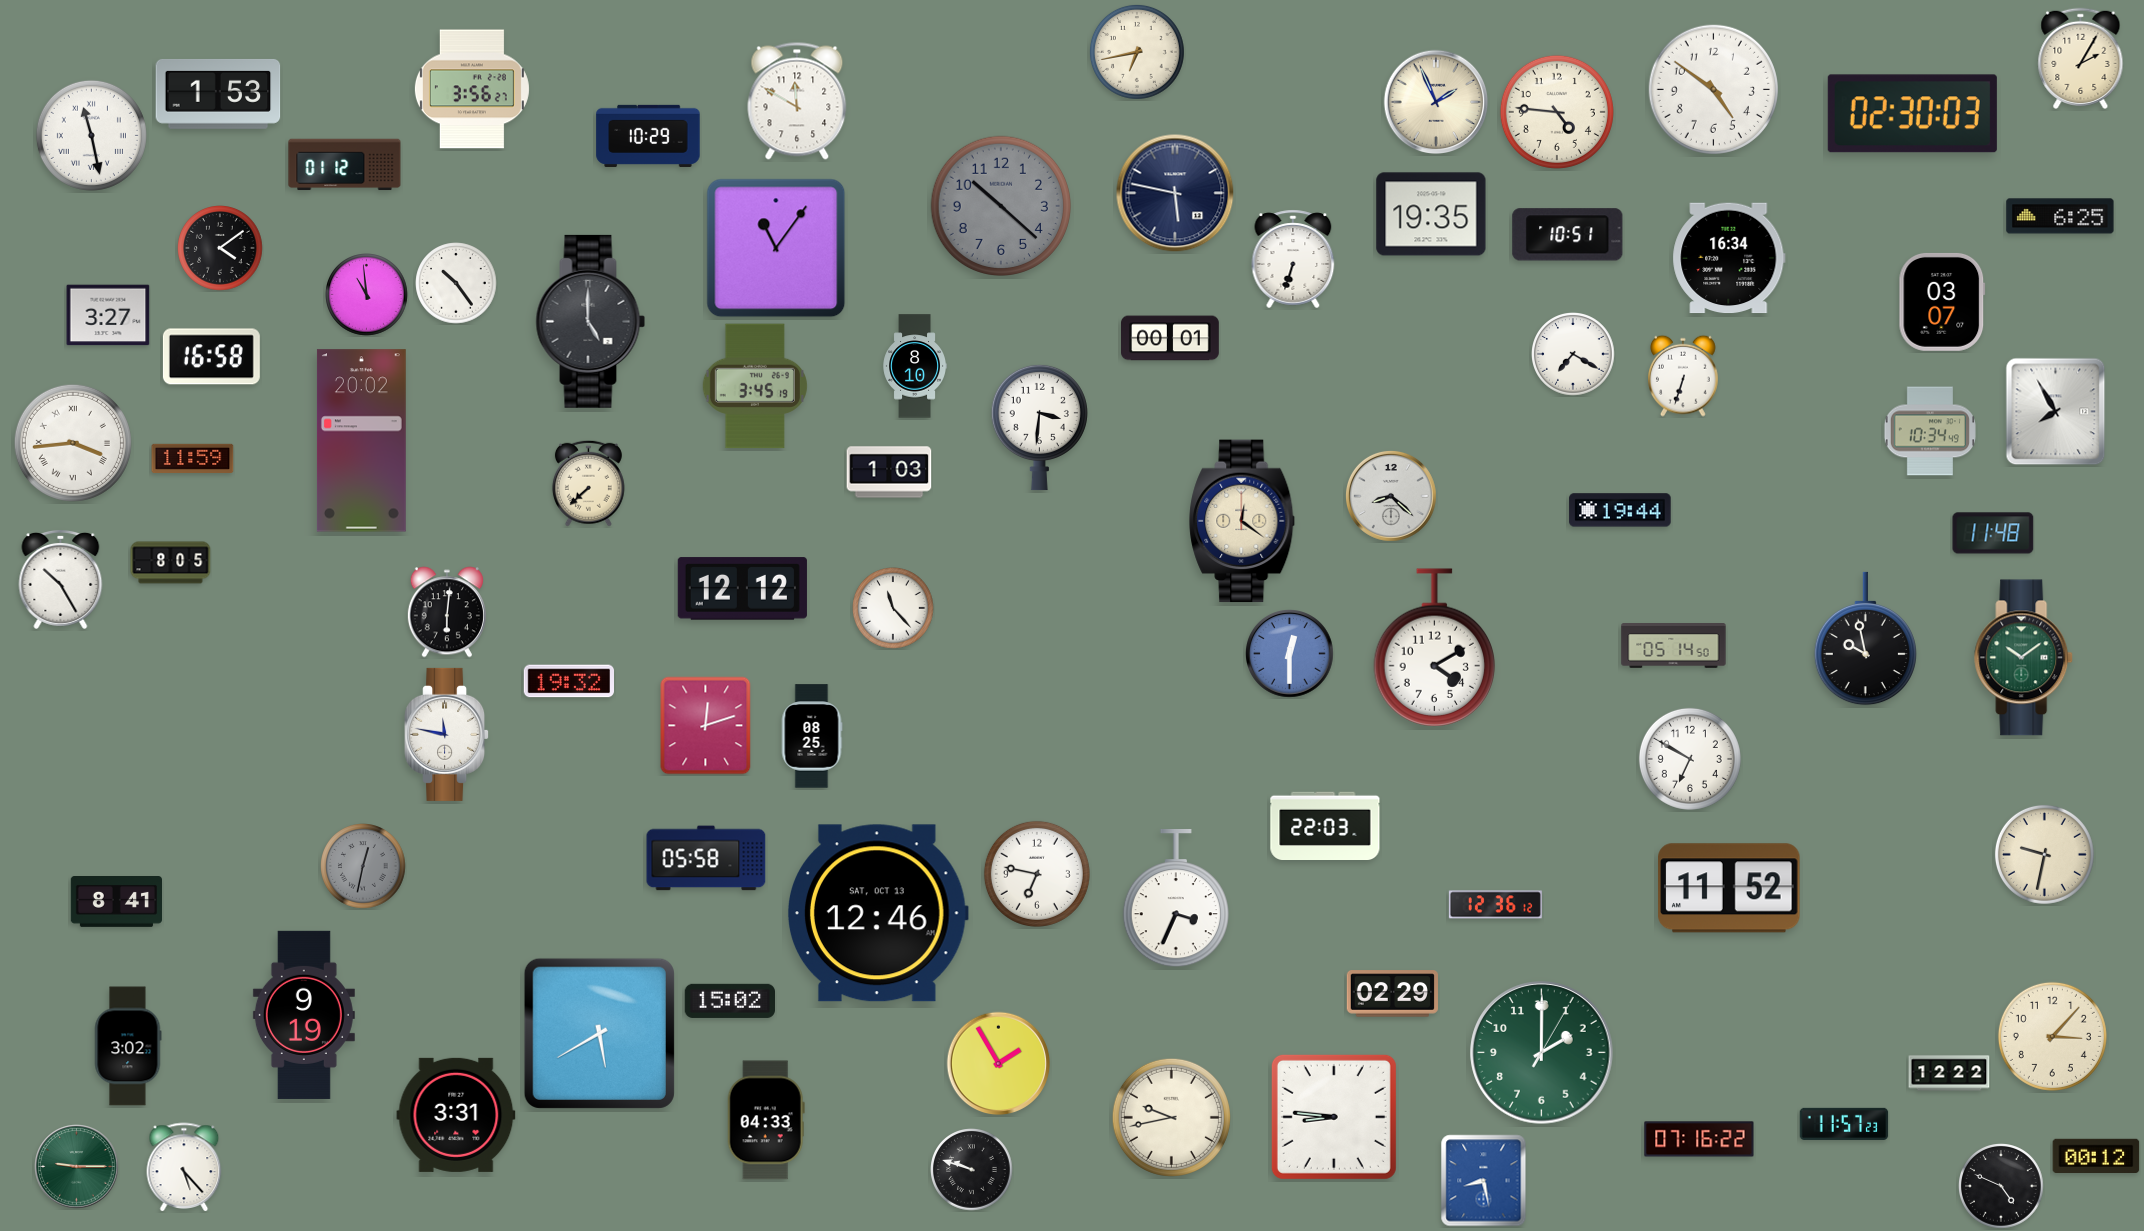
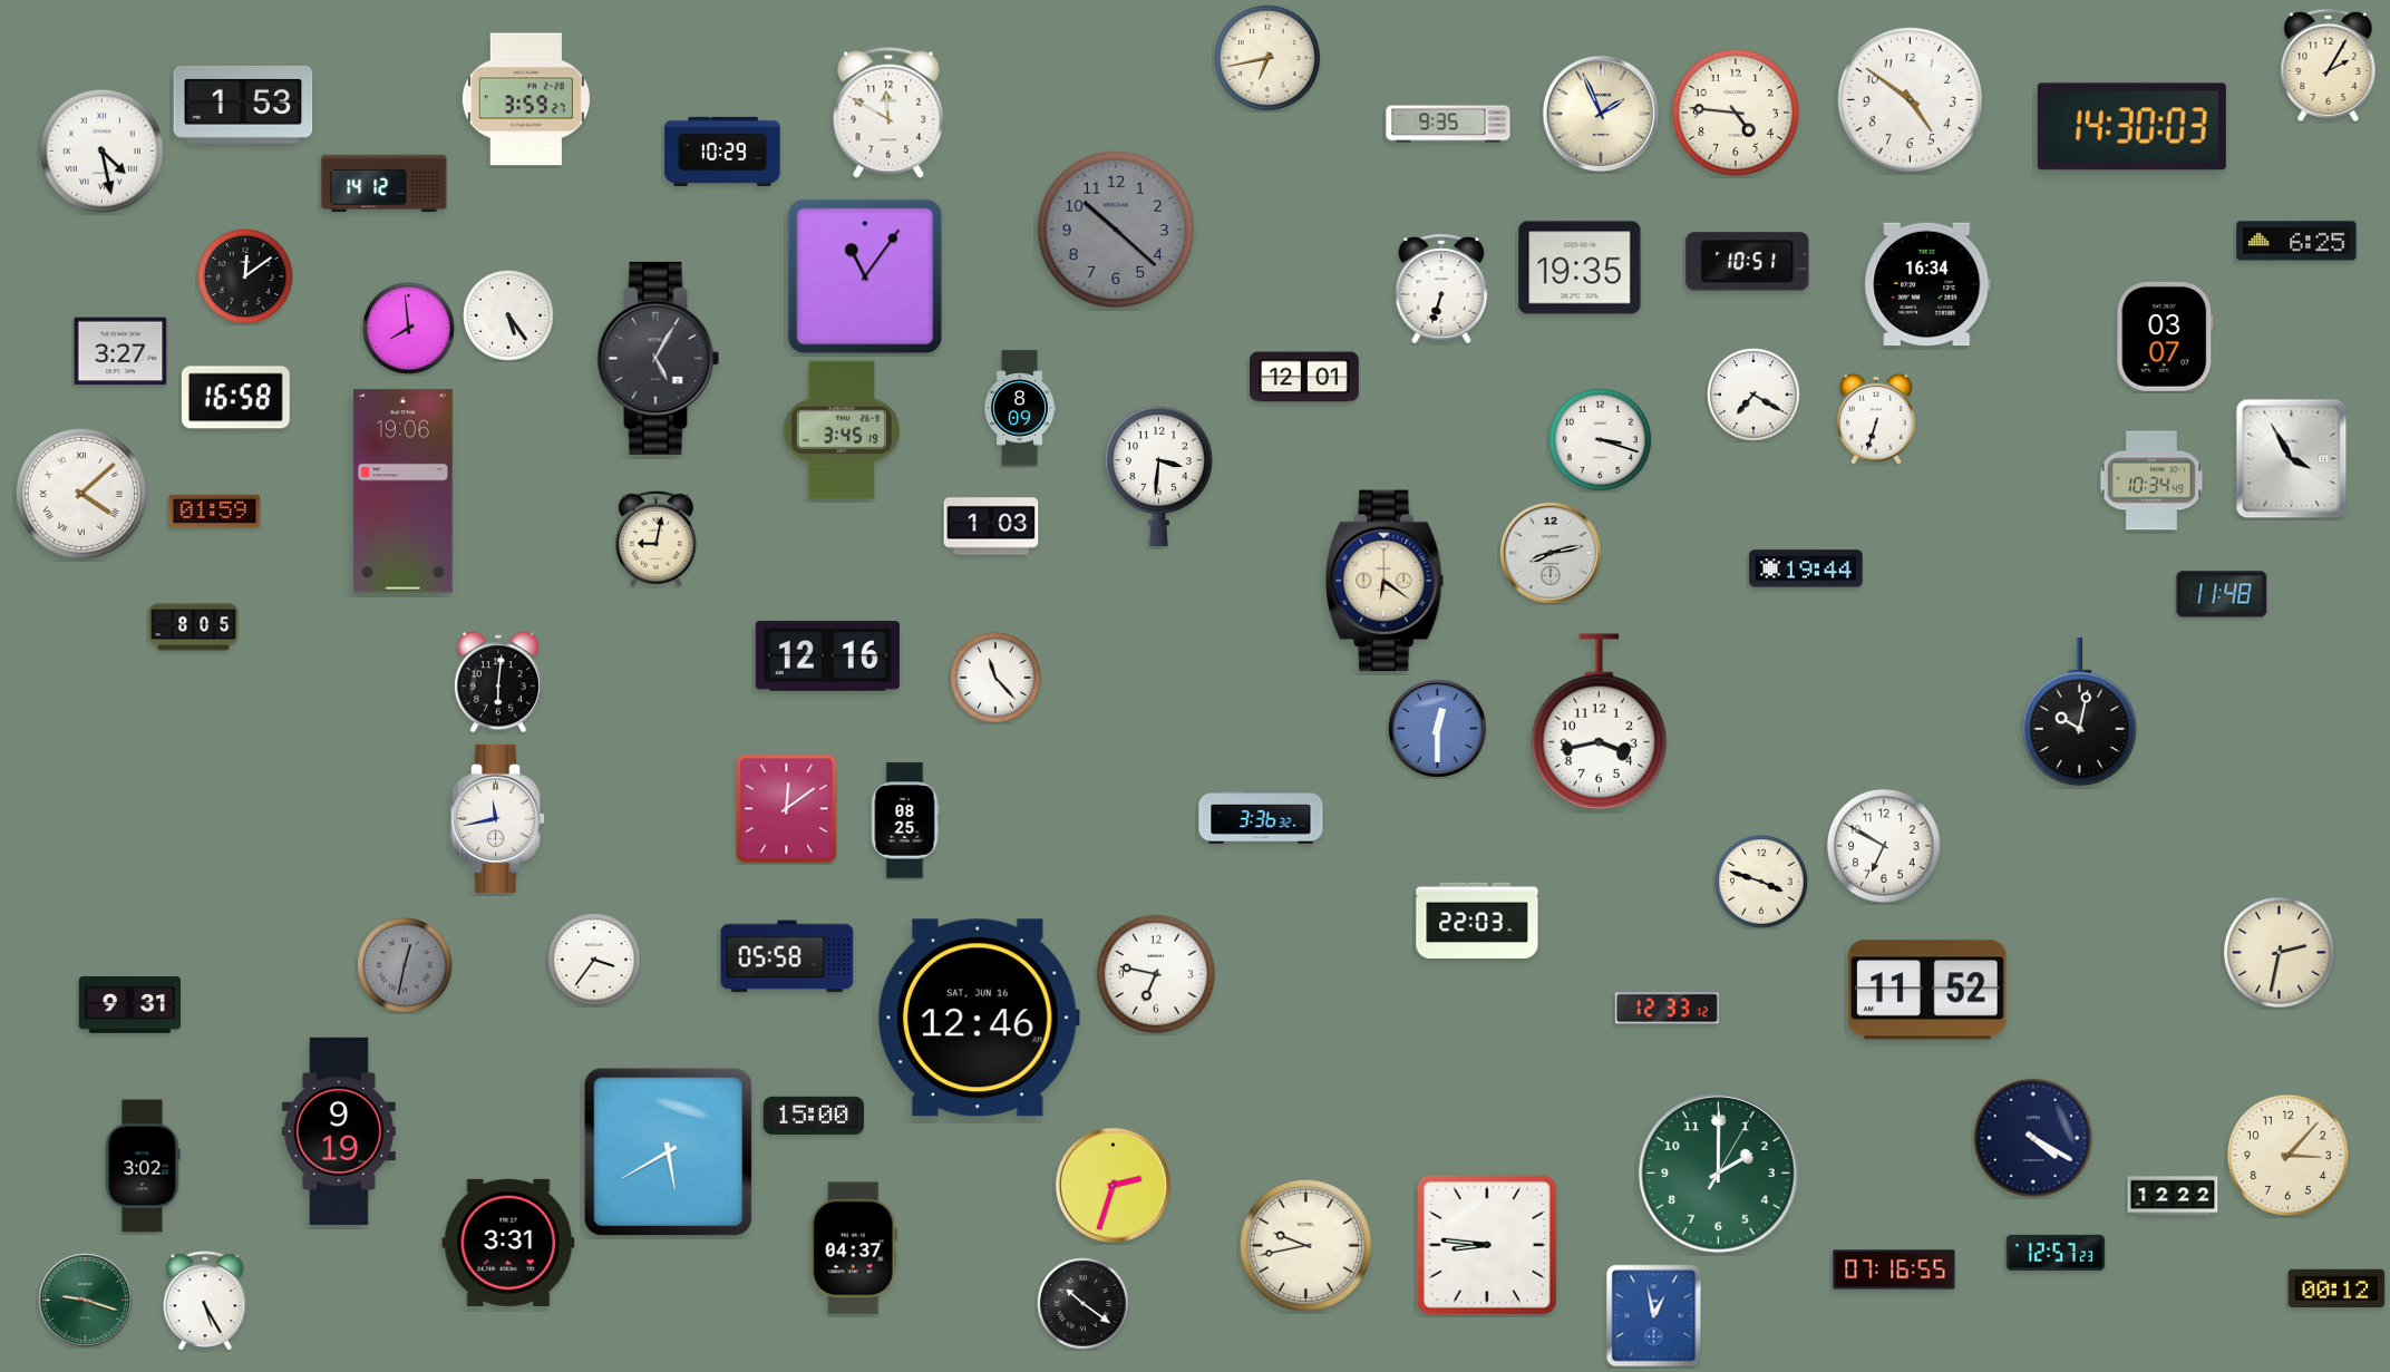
clock at (2081, 58) position: (2081, 58) -> (2329, 65)
clock at (472, 89): 3:56 -> 3:59
clock at (1448, 124): none -> 9:35
clock at (1557, 112) position: (1557, 112) -> (1736, 113)
clock at (1912, 114): 02:30 -> 14:30
clock at (91, 135): 11:28 -> 4:28
clock at (345, 165): 01:12 -> 14:12
clock at (1175, 193): 5:47 -> none
clock at (1431, 214) position: (1431, 214) -> (1580, 267)
clock at (221, 249): 4:09 -> 12:09
clock at (1729, 258) position: (1729, 258) -> (1927, 284)
clock at (456, 283): 10:24 -> 5:24
clock at (367, 295): 10:59 -> 7:59
clock at (591, 321): 5:00 -> 5:05
clock at (1171, 338): 00:01 -> 12:01
clock at (914, 366): 8:10 -> 8:09
clock at (1600, 439): none -> 3:18
clock at (2056, 412): 7:55 -> 3:55
clock at (361, 441): 20:02 -> 19:06
clock at (73, 443): 3:44 -> 4:08
clock at (193, 458): 11:59 -> 01:59
clock at (588, 483): 7:38 -> 9:02
clock at (1391, 496): 8:22 -> 8:13
clock at (1243, 521): 12:21 -> 6:21
clock at (171, 563) position: (171, 563) -> (194, 627)
clock at (61, 580): 10:25 -> none
clock at (742, 589): 12:12 -> 12:16
clock at (1865, 639): 9:58 -> 10:02
clock at (1674, 646): 05:14 -> none
clock at (1435, 648): 4:10 -> 3:43
clock at (2024, 658): 10:09 -> none
clock at (568, 681): 19:32 -> none
clock at (706, 726): 12:12 -> 12:09
clock at (447, 734): 11:47 -> 11:43
clock at (1261, 818): none -> 3:36
clock at (1761, 882): none -> 3:48
clock at (2044, 854): 9:32 -> 2:32
clock at (594, 960): none -> 3:36
clock at (1176, 899): 3:34 -> none
clock at (116, 902): 8:41 -> 9:31
clock at (1495, 905): 12:36 -> 12:33
clock at (879, 913) date: SAT, OCT 13 -> SAT, JUN 16
clock at (1392, 994): 02:29 -> none
clock at (729, 1001): 15:02 -> 15:00
clock at (2033, 1138): none -> 4:20
clock at (999, 1064): 1:55 -> 2:33
clock at (766, 1120): 04:33 -> 04:37
clock at (1844, 1124): 11:57 -> 12:57
clock at (1699, 1139): 07:16:22 -> 07:16:55
clock at (77, 1167): 9:15 -> 9:18
clock at (184, 1167): 5:23 -> 5:25
clock at (972, 1170): 9:48 -> 10:21
clock at (1484, 1181): 8:28 -> 12:58
clock at (2002, 1187): 4:49 -> none
